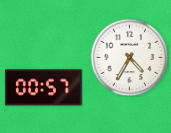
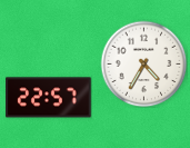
clock at (44, 88): 00:57 -> 22:57
